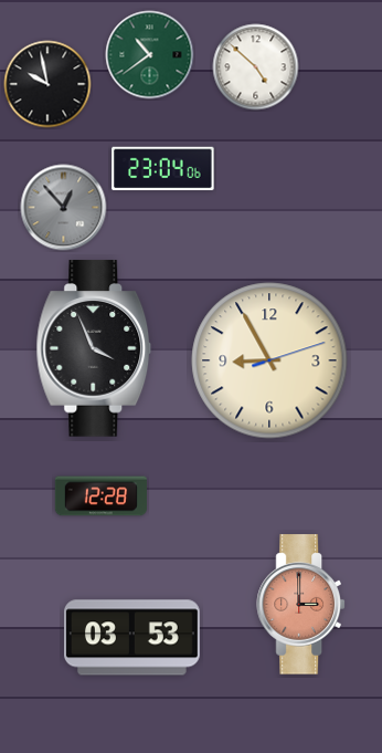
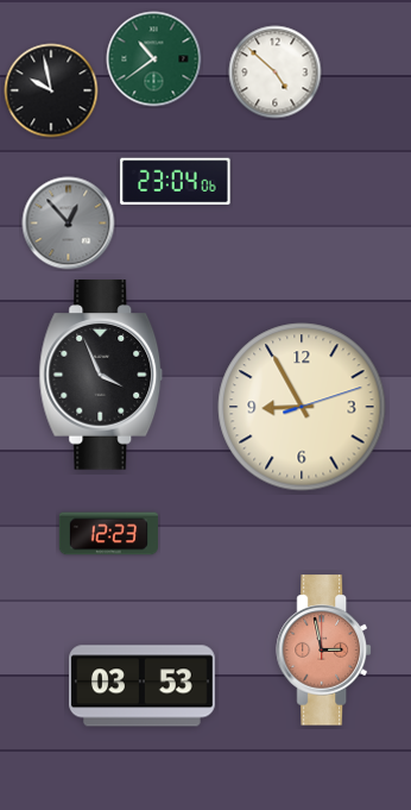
clock at (150, 55) position: (150, 55) -> (154, 59)
clock at (269, 360) position: (269, 360) -> (302, 407)
clock at (100, 496): 12:28 -> 12:23
clock at (300, 605): 3:00 -> 2:58
